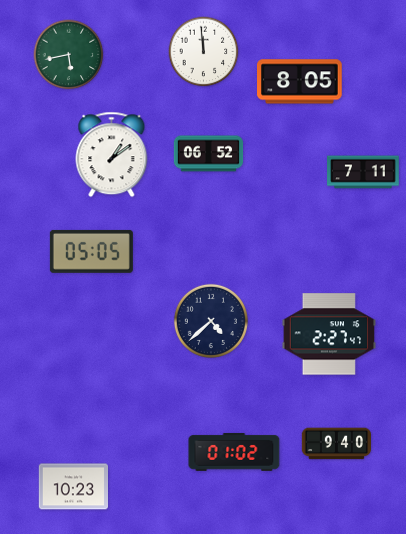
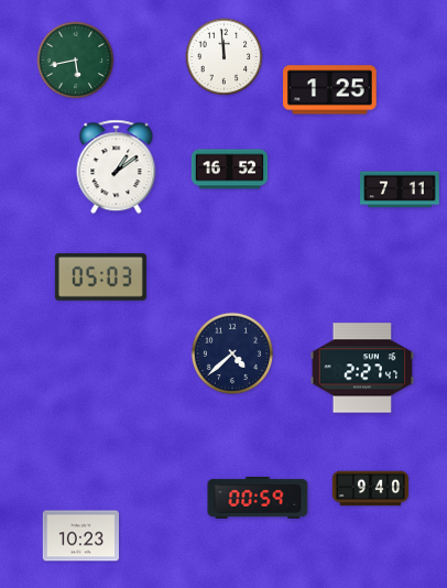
clock at (300, 82): 8:05 -> 1:25
clock at (209, 154): 06:52 -> 16:52
clock at (112, 155) position: (112, 155) -> (117, 167)
clock at (91, 251): 05:05 -> 05:03
clock at (234, 452): 01:02 -> 00:59
